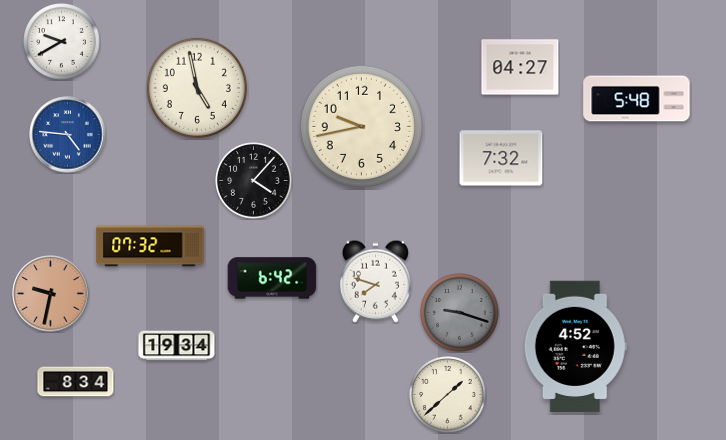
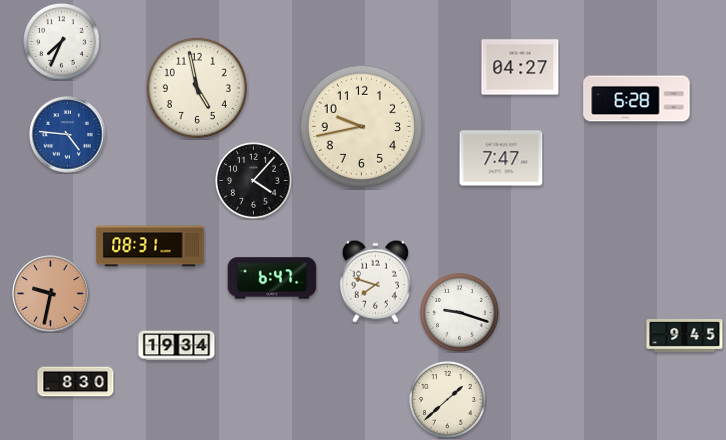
clock at (62, 42): 9:40 -> 7:34
clock at (637, 99): 5:48 -> 6:28
clock at (501, 158): 7:32 -> 7:47
clock at (150, 246): 07:32 -> 08:31
clock at (272, 278): 6:42 -> 6:47
clock at (460, 313) dial: grey -> white
clock at (685, 336): none -> 9:45
clock at (575, 346): 4:52 -> none
clock at (76, 382): 8:34 -> 8:30
clock at (448, 395) position: (448, 395) -> (448, 400)
